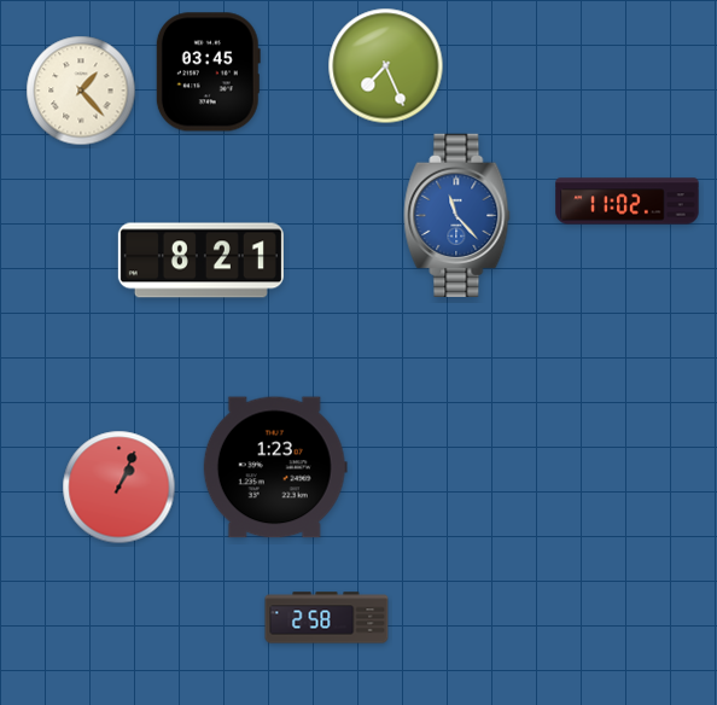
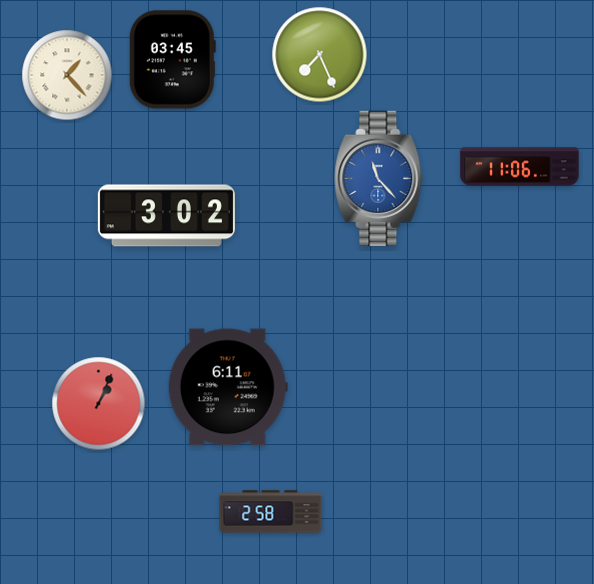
clock at (628, 202): 11:02 -> 11:06
clock at (200, 261): 8:21 -> 3:02
clock at (275, 467): 1:23 -> 6:11
